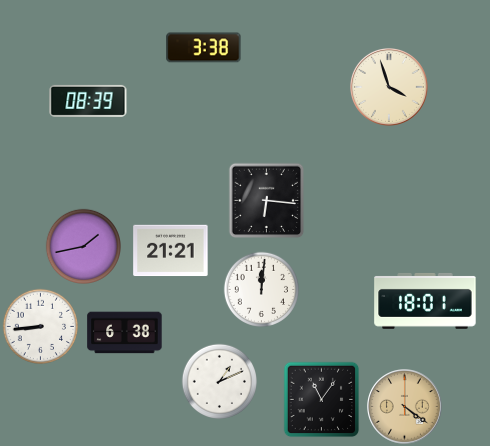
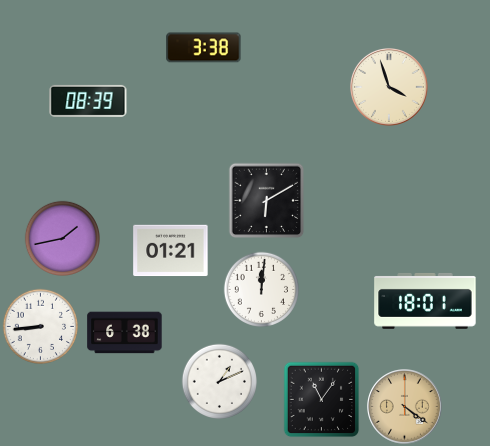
clock at (267, 201): 6:16 -> 6:10
clock at (83, 246) position: (83, 246) -> (62, 238)
clock at (171, 251): 21:21 -> 01:21
